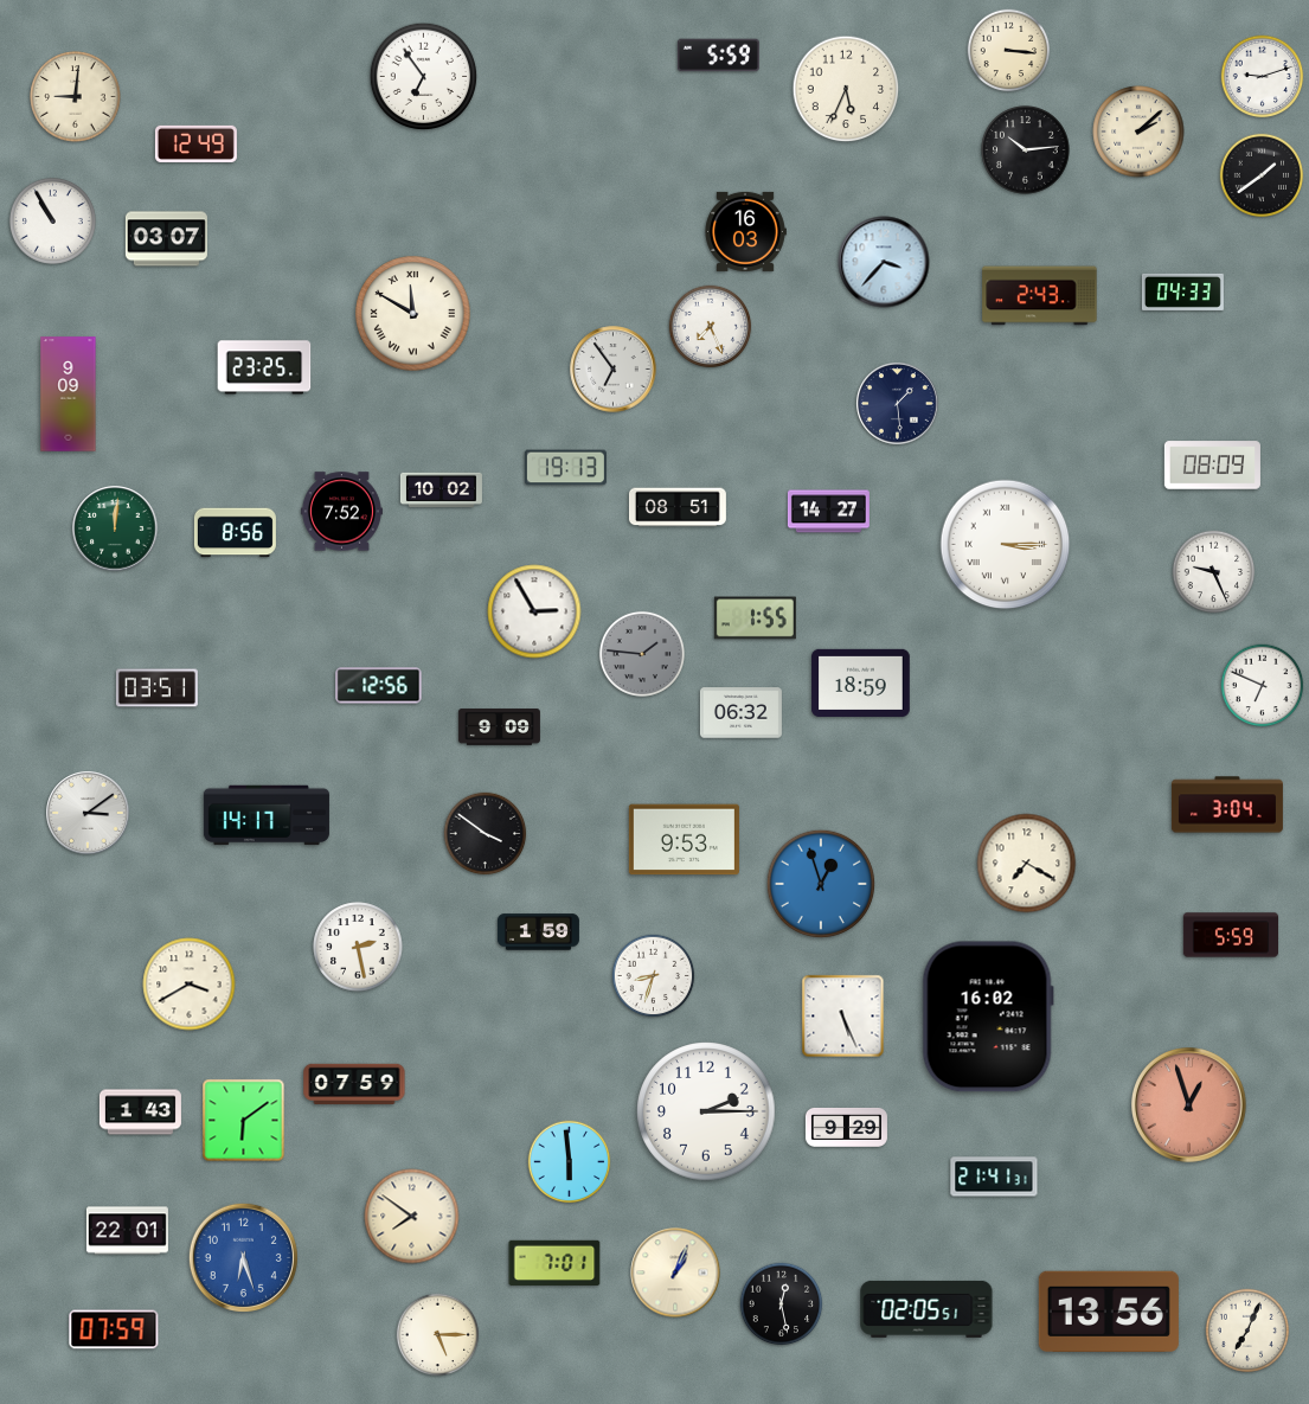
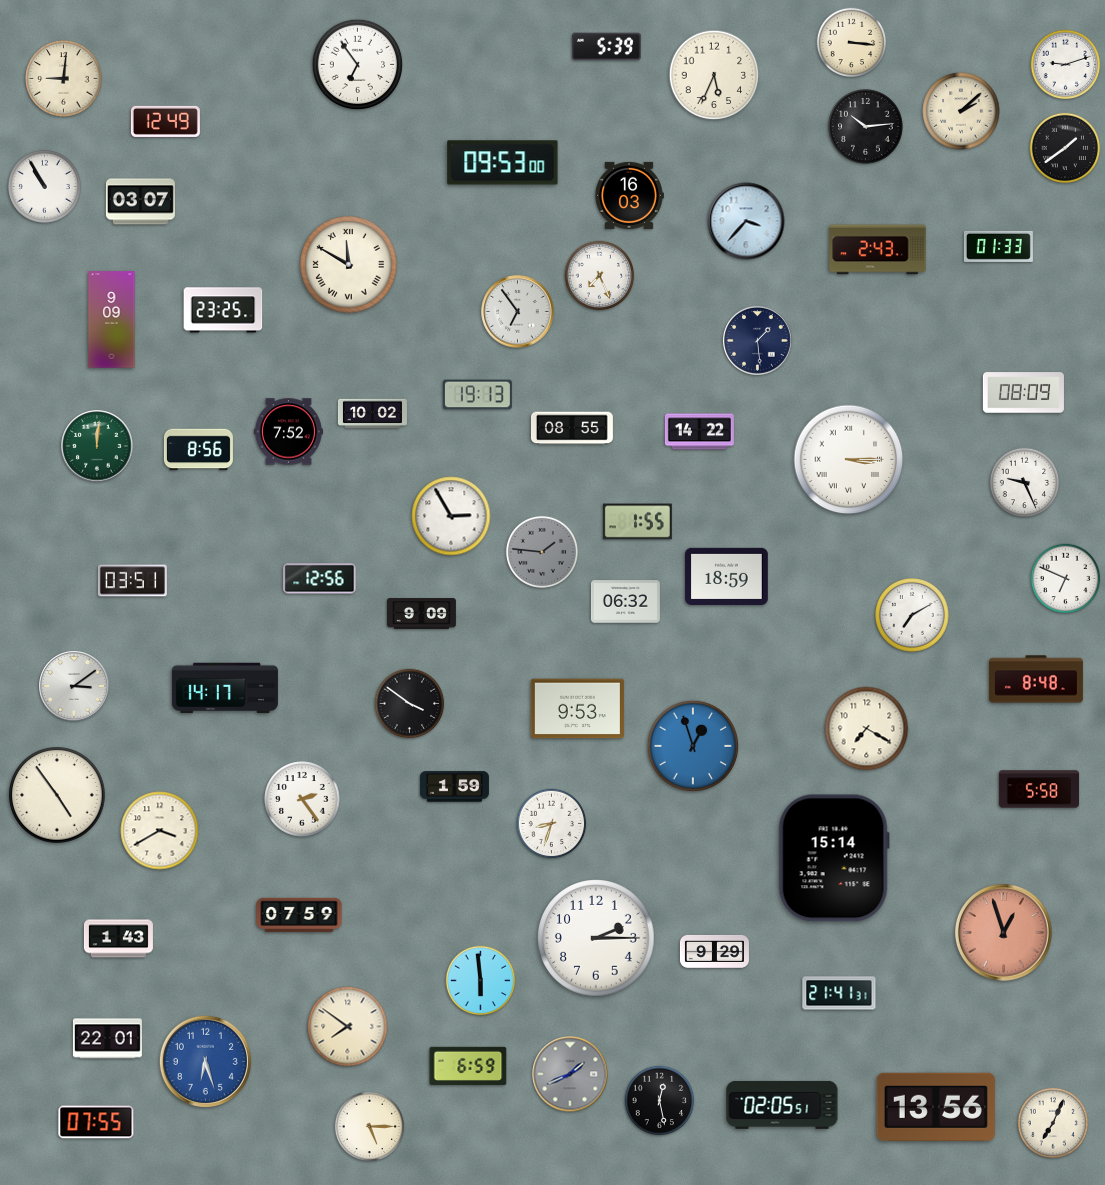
clock at (718, 56): 5:59 -> 5:39
clock at (76, 97) position: (76, 97) -> (64, 79)
clock at (503, 163): none -> 09:53
clock at (1182, 291): 04:33 -> 01:33
clock at (69, 395) position: (69, 395) -> (112, 320)
clock at (678, 507): 08:51 -> 08:55
clock at (828, 512): 14:27 -> 14:22
clock at (913, 616): none -> 7:10
clock at (1227, 804): 3:04 -> 8:48
clock at (1231, 935): 5:59 -> 5:58
clock at (57, 795): none -> 4:54
clock at (358, 947): 2:28 -> 2:24
clock at (843, 1017): 5:26 -> none
clock at (988, 1017): 16:02 -> 15:14
clock at (244, 1121): 6:09 -> none
clock at (554, 1262): 7:01 -> 6:59
clock at (675, 1272): 1:04 -> 1:41
clock at (675, 1272) dial: cream -> grey
clock at (114, 1329): 07:59 -> 07:55
